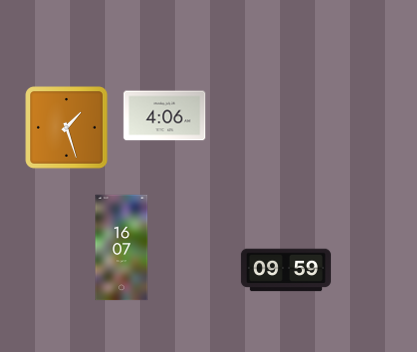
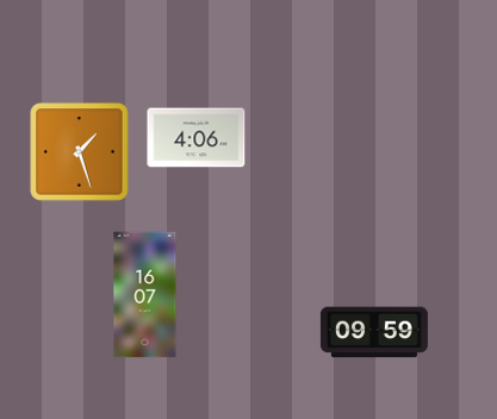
clock at (286, 270) position: (286, 270) -> (374, 332)
